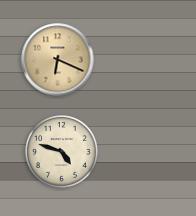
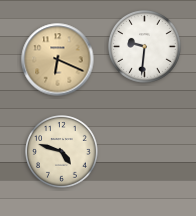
clock at (145, 47): none -> 9:31
